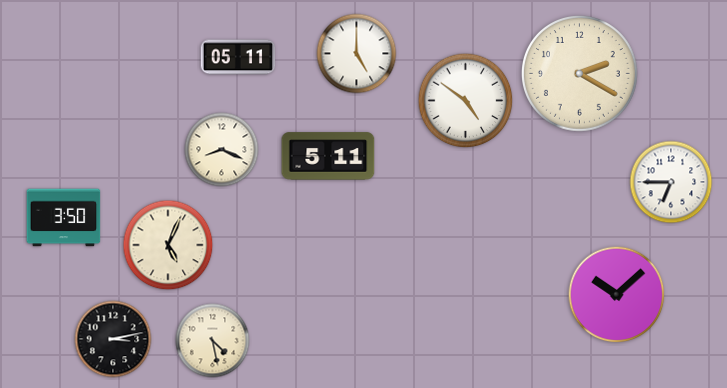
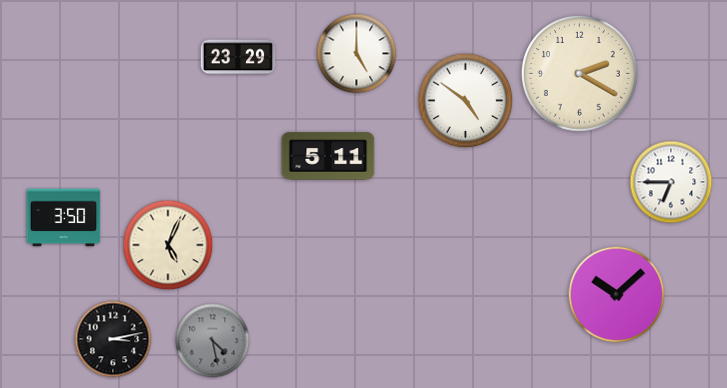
clock at (238, 57): 05:11 -> 23:29
clock at (222, 150): 8:19 -> none
clock at (213, 341) dial: cream -> grey
